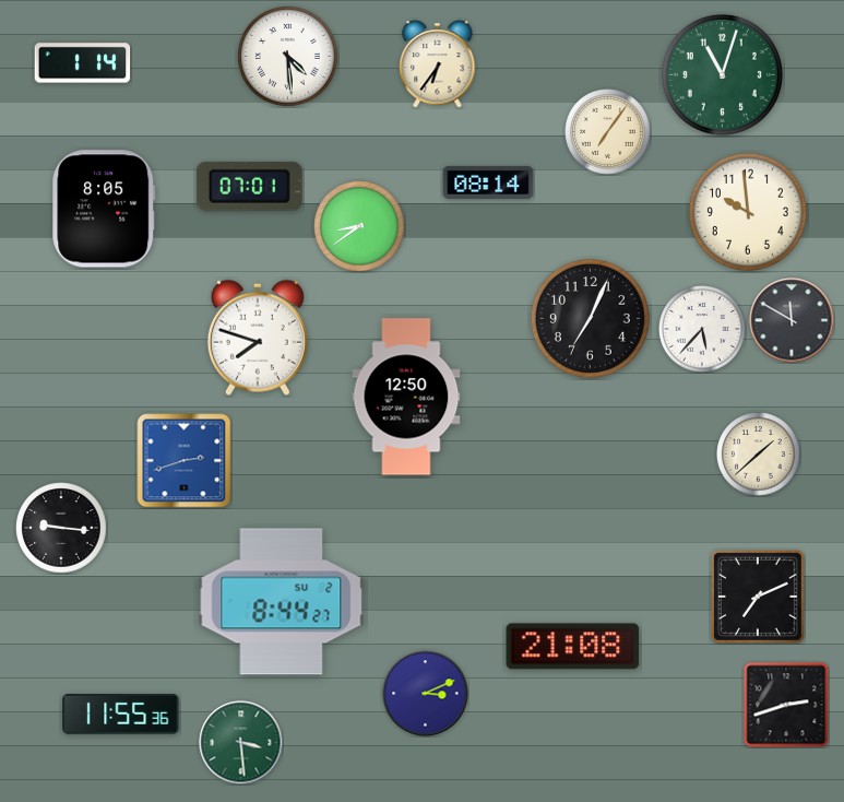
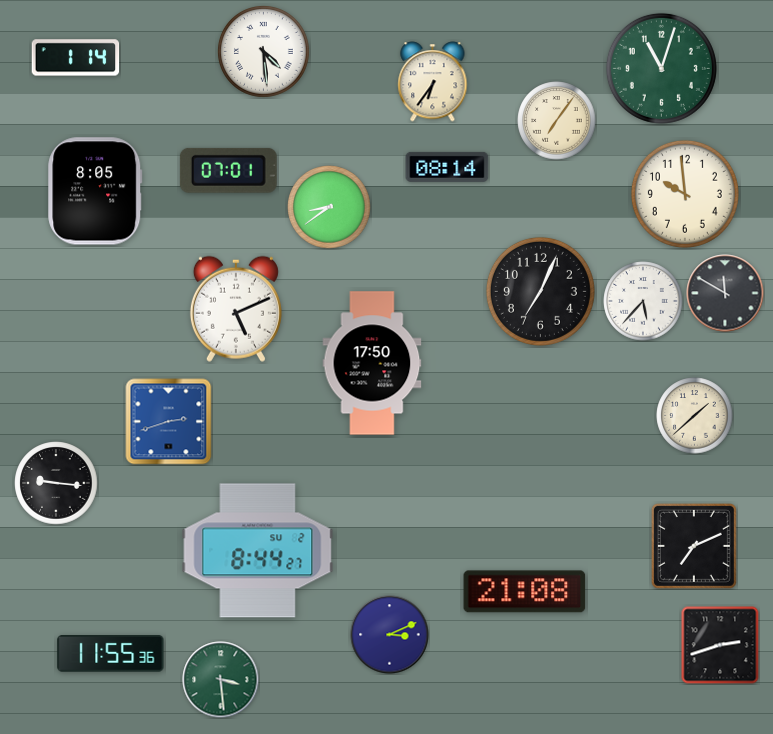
clock at (438, 64) position: (438, 64) -> (433, 82)
clock at (258, 338): 7:48 -> 5:11
clock at (406, 397): 12:50 -> 17:50
